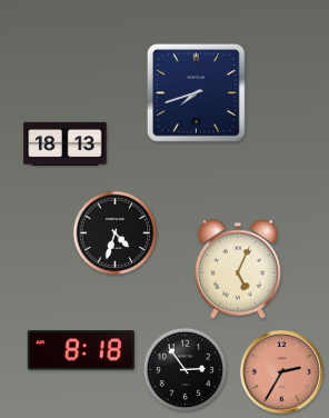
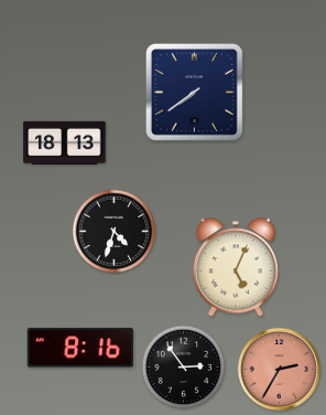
clock at (196, 92): 7:42 -> 7:39
clock at (81, 350): 8:18 -> 8:16
